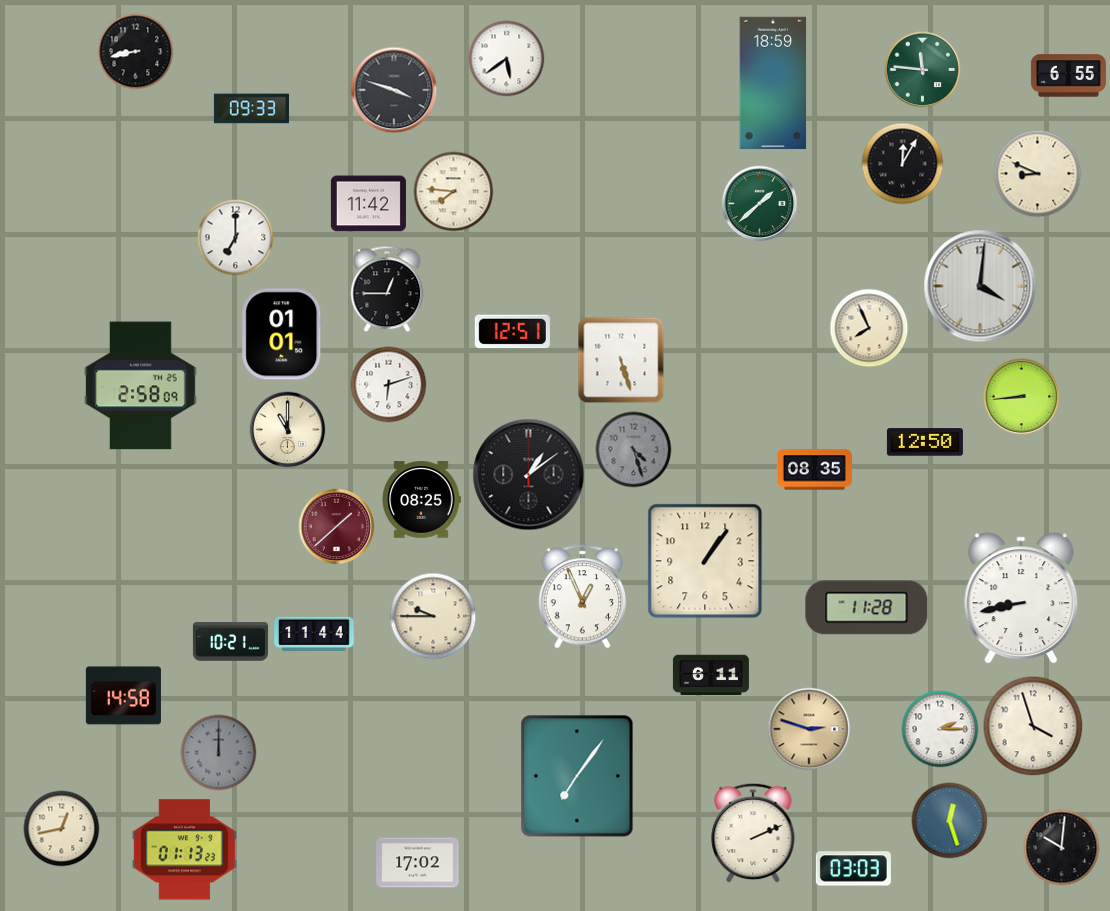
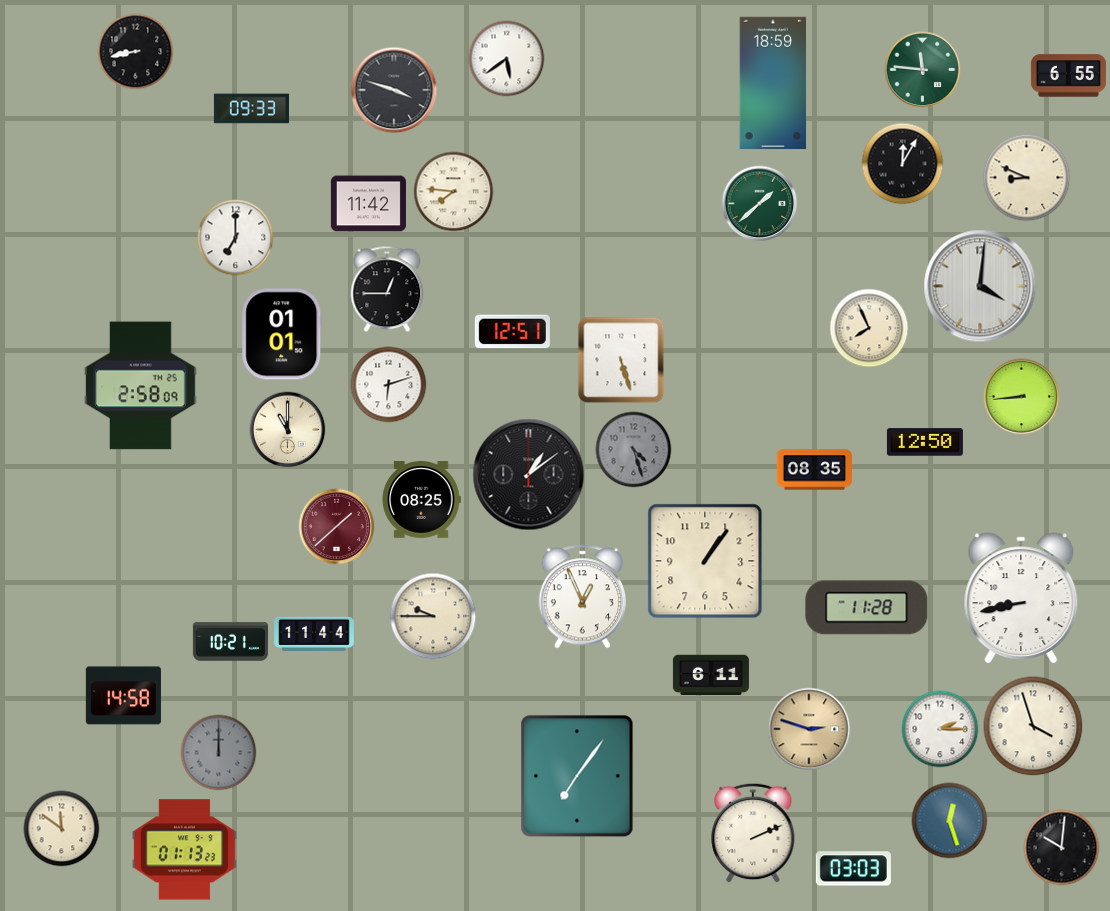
clock at (1038, 174) position: (1038, 174) -> (1027, 178)
clock at (62, 829): 12:43 -> 11:51
clock at (418, 863): 17:02 -> none
